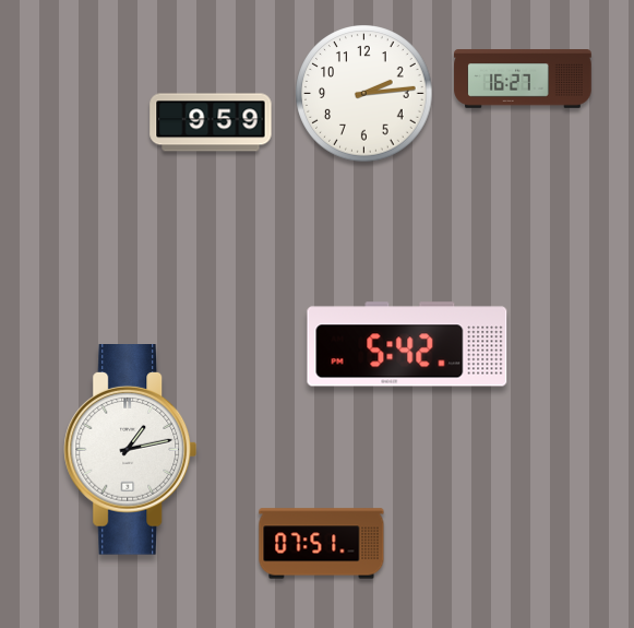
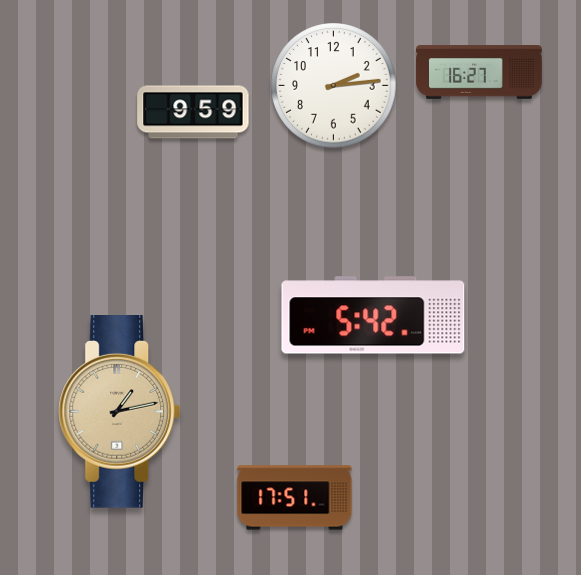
clock at (131, 450) dial: white -> champagne
clock at (322, 544): 07:51 -> 17:51
